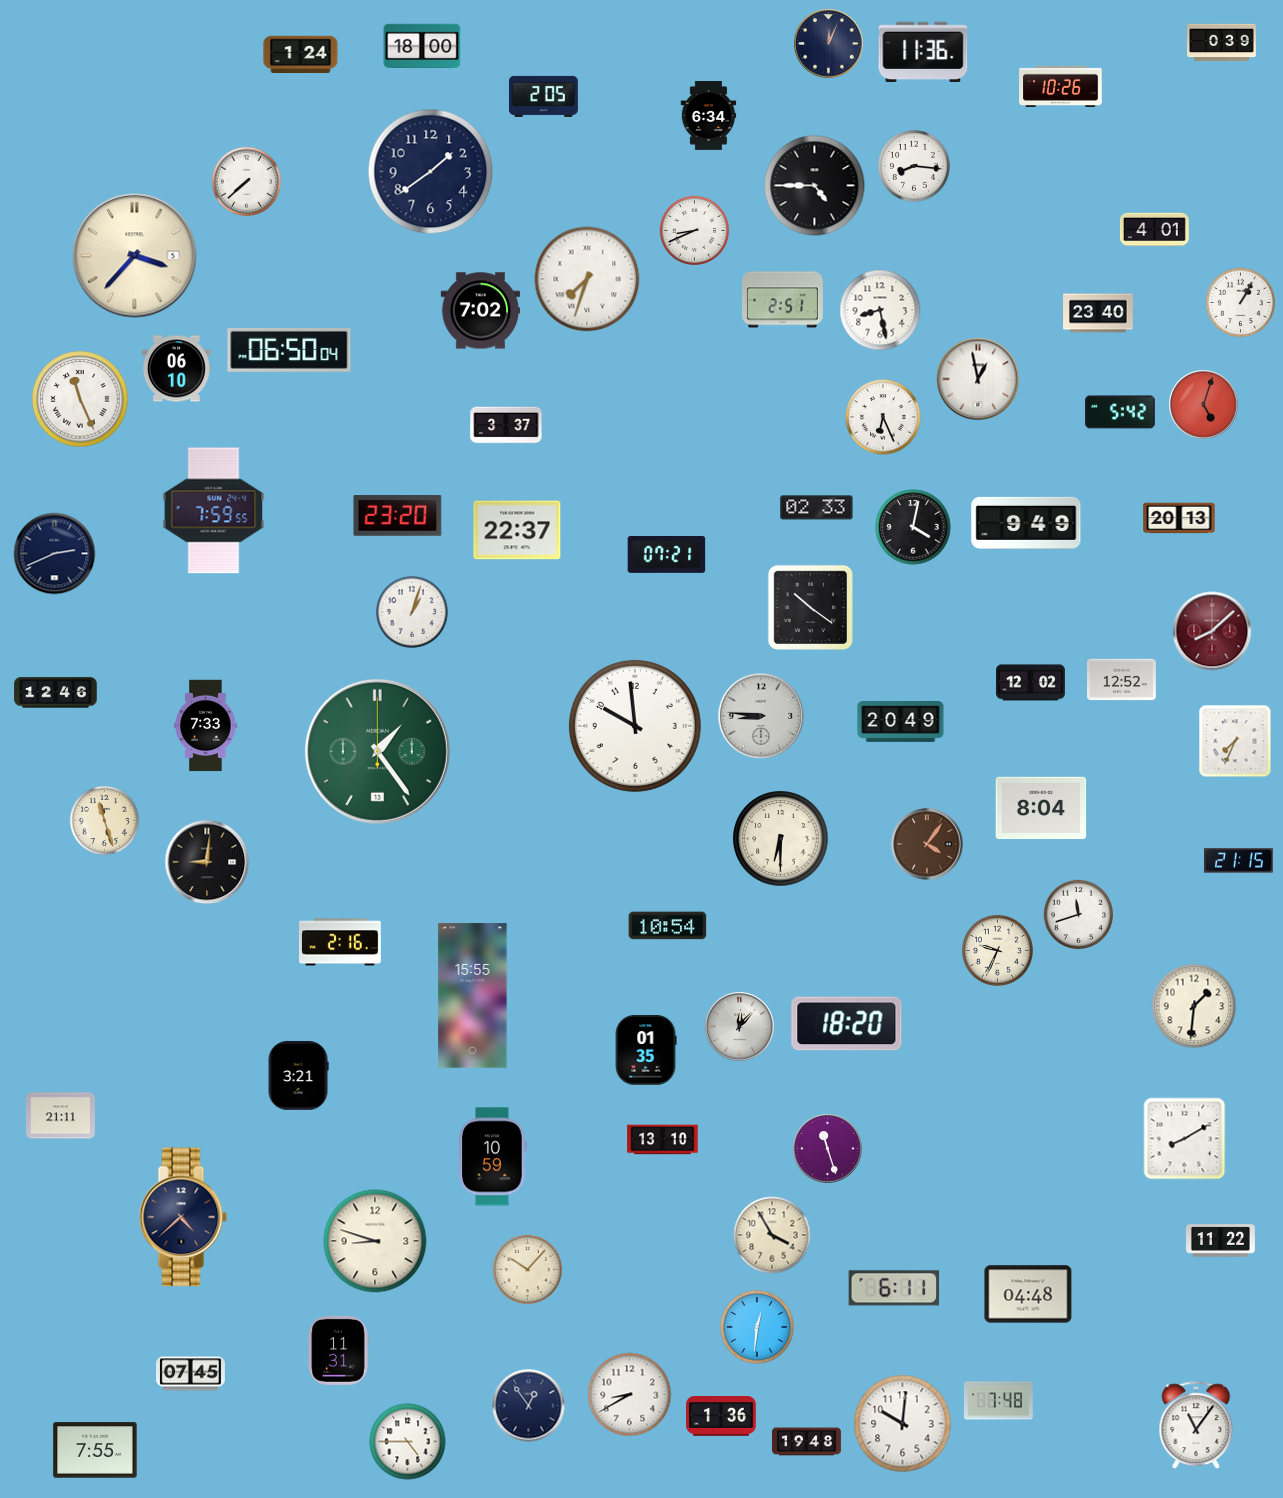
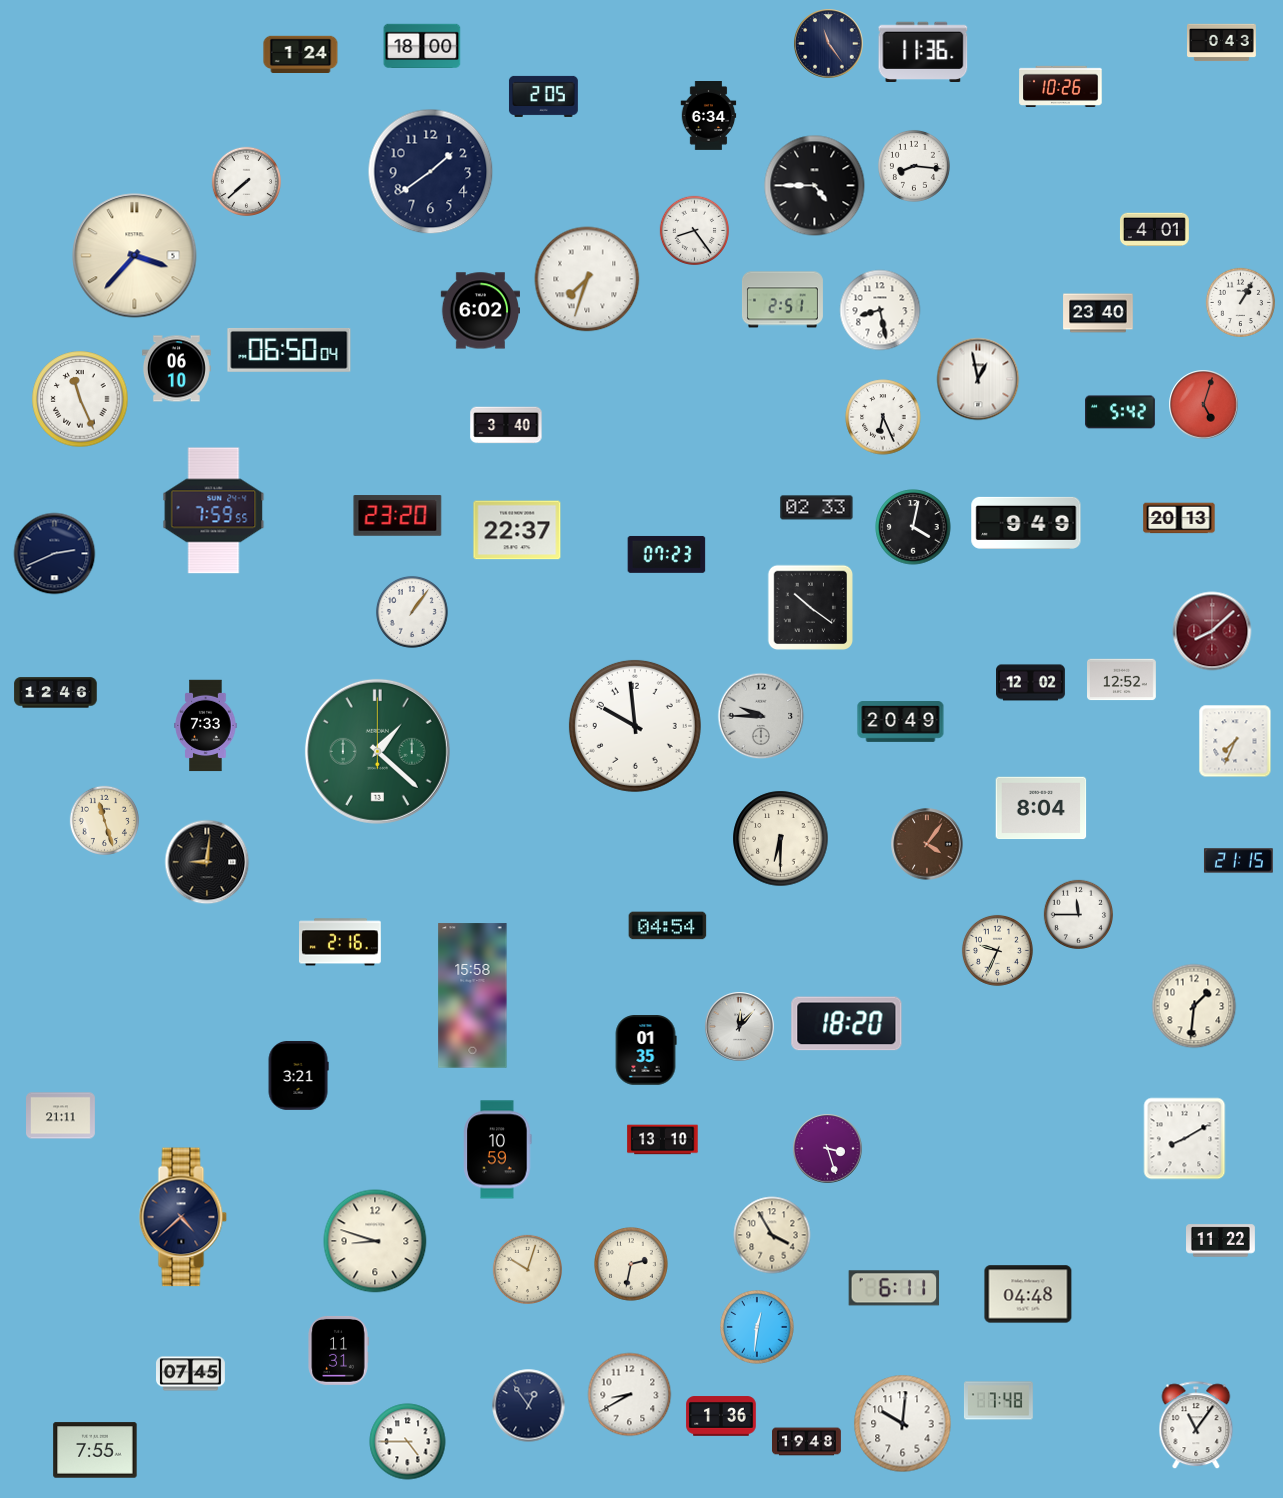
clock at (1222, 43): 0:39 -> 0:43
clock at (829, 44): 12:04 -> 11:24
clock at (694, 230): 8:41 -> 8:24
clock at (480, 311): 7:02 -> 6:02
clock at (506, 425): 3:37 -> 3:40
clock at (667, 555): 07:21 -> 07:23
clock at (412, 612): 1:03 -> 1:06
clock at (761, 716): 8:46 -> 9:45
clock at (377, 751): 1:24 -> 1:22
clock at (1078, 914): 11:42 -> 11:45
clock at (668, 926): 10:54 -> 04:54
clock at (473, 996): 15:55 -> 15:58
clock at (828, 1149): 11:27 -> 3:27
clock at (493, 1157) position: (493, 1157) -> (498, 1150)
clock at (631, 1264): none -> 2:32
clock at (527, 1269): 10:07 -> 10:03
